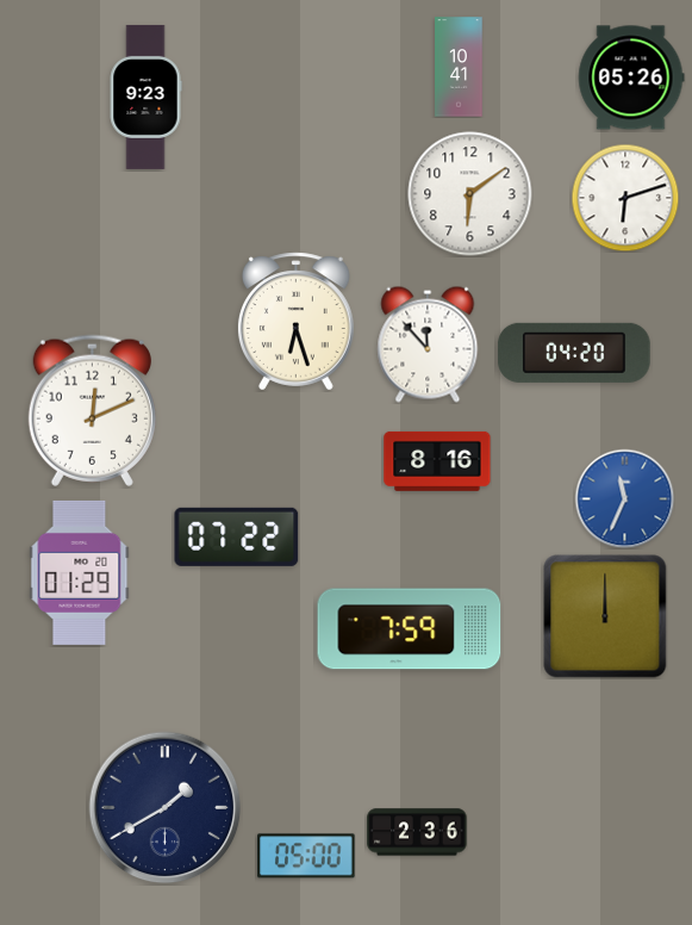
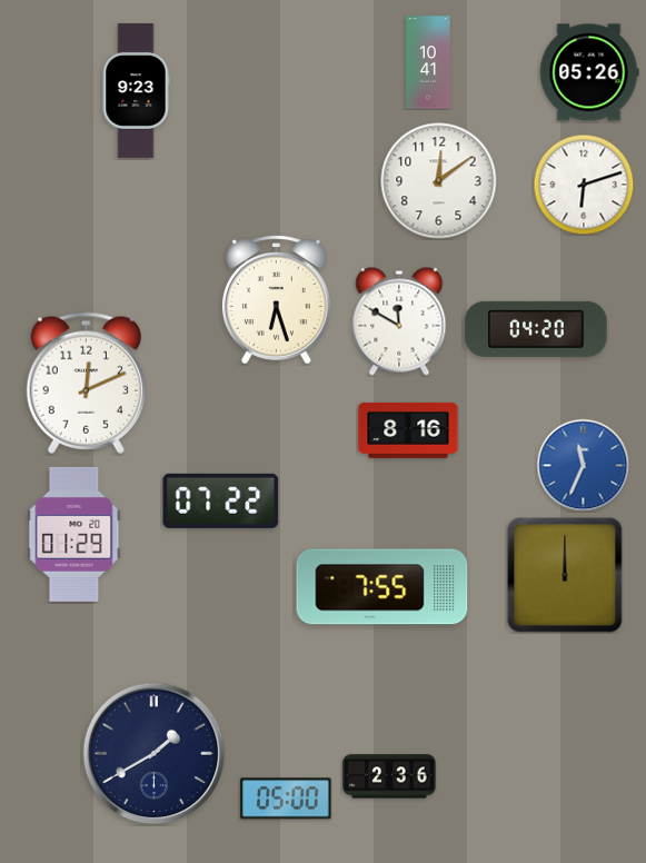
clock at (470, 194): 6:09 -> 12:09
clock at (428, 344): 11:53 -> 11:50
clock at (410, 629): 7:59 -> 7:55
